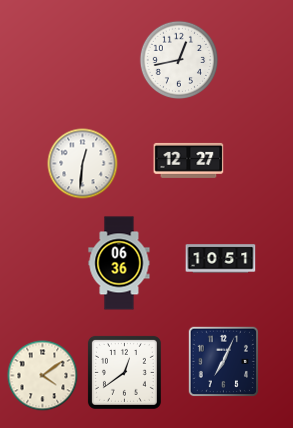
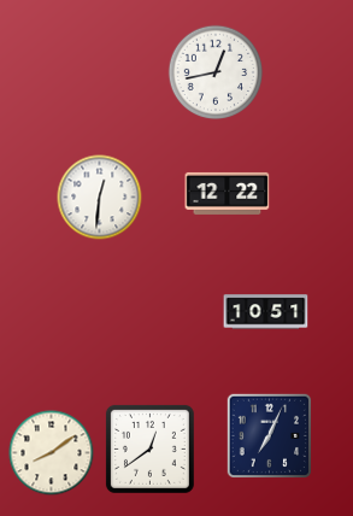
clock at (189, 160): 12:27 -> 12:22
clock at (119, 263): 06:36 -> none
clock at (43, 376): 4:09 -> 8:09
